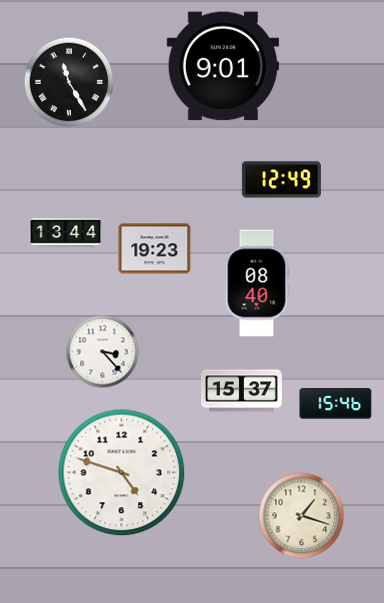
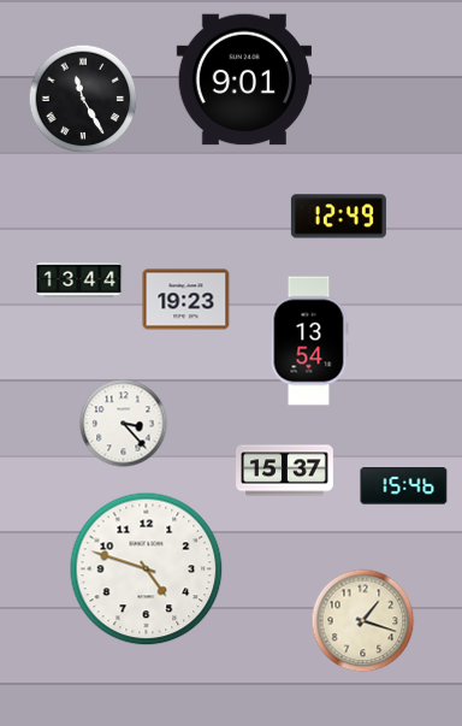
clock at (222, 66) position: (222, 66) -> (243, 79)
clock at (257, 283): 08:40 -> 13:54
clock at (242, 391) position: (242, 391) -> (285, 471)
